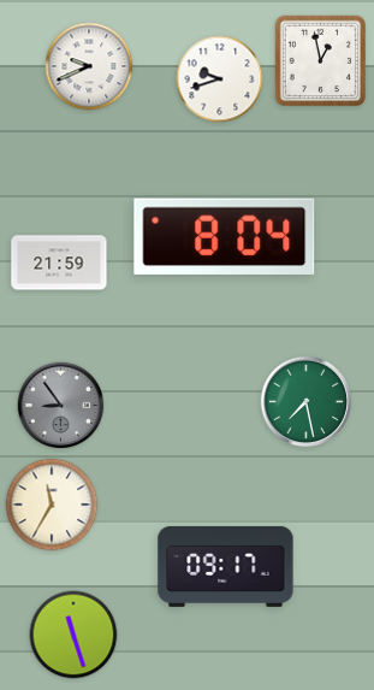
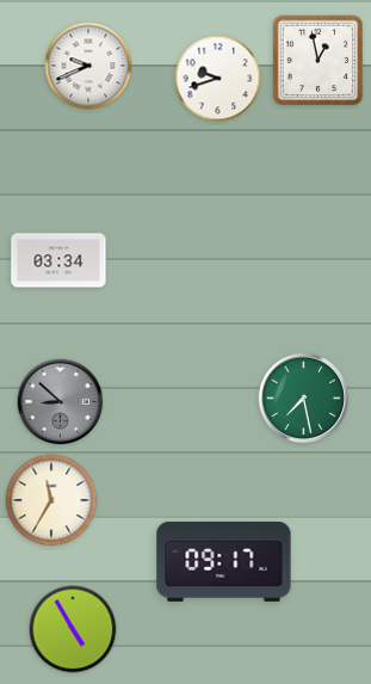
clock at (225, 236): 8:04 -> none
clock at (59, 263): 21:59 -> 03:34
clock at (61, 406): 8:54 -> 8:52
clock at (73, 635): 11:27 -> 4:55
